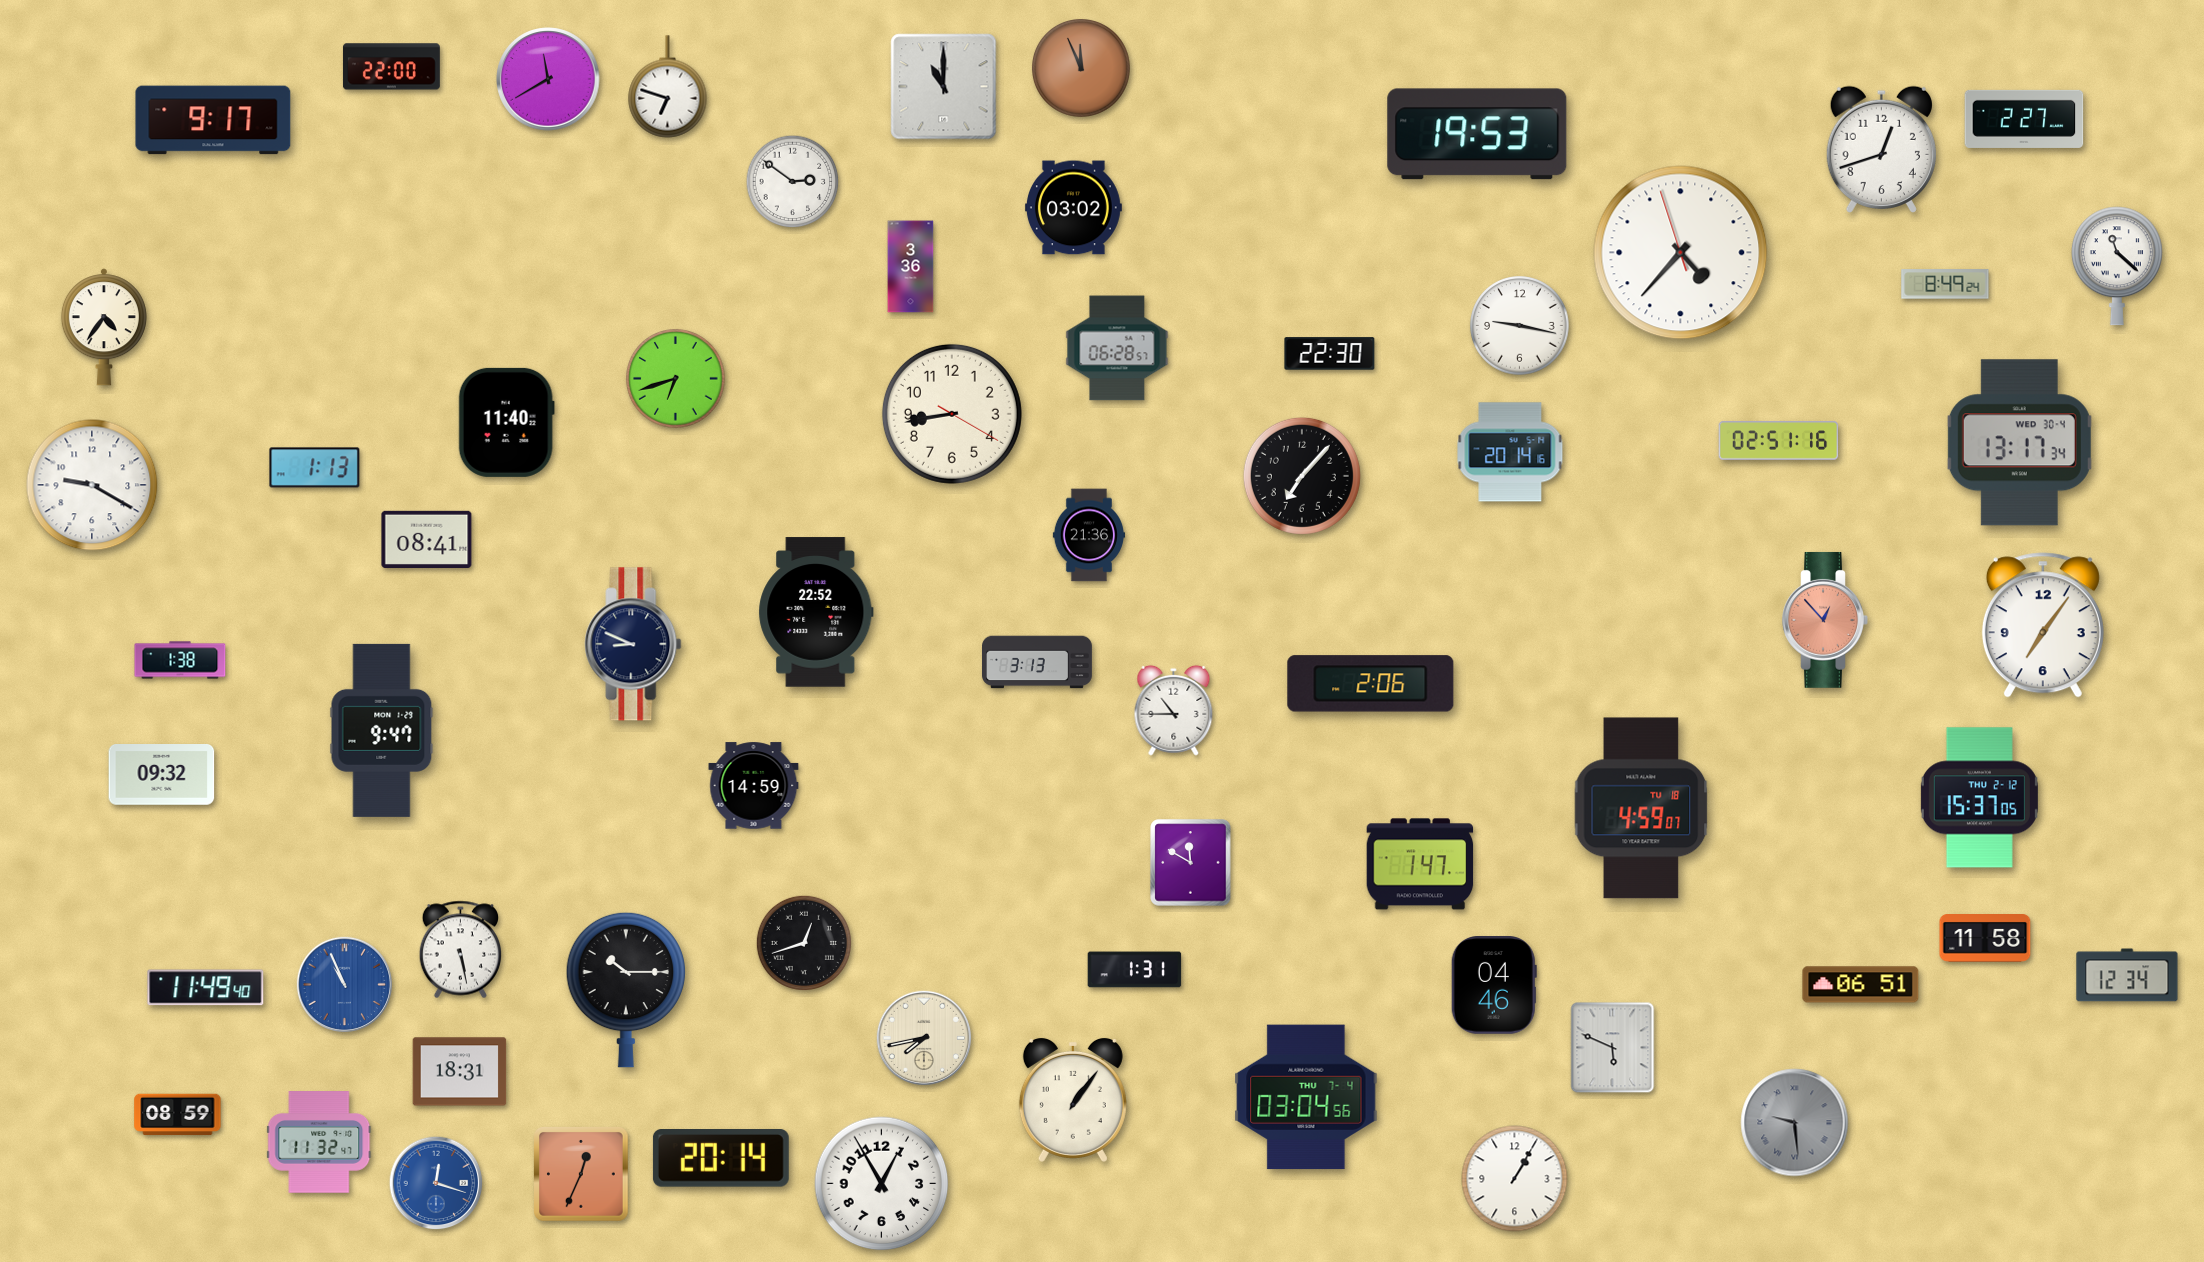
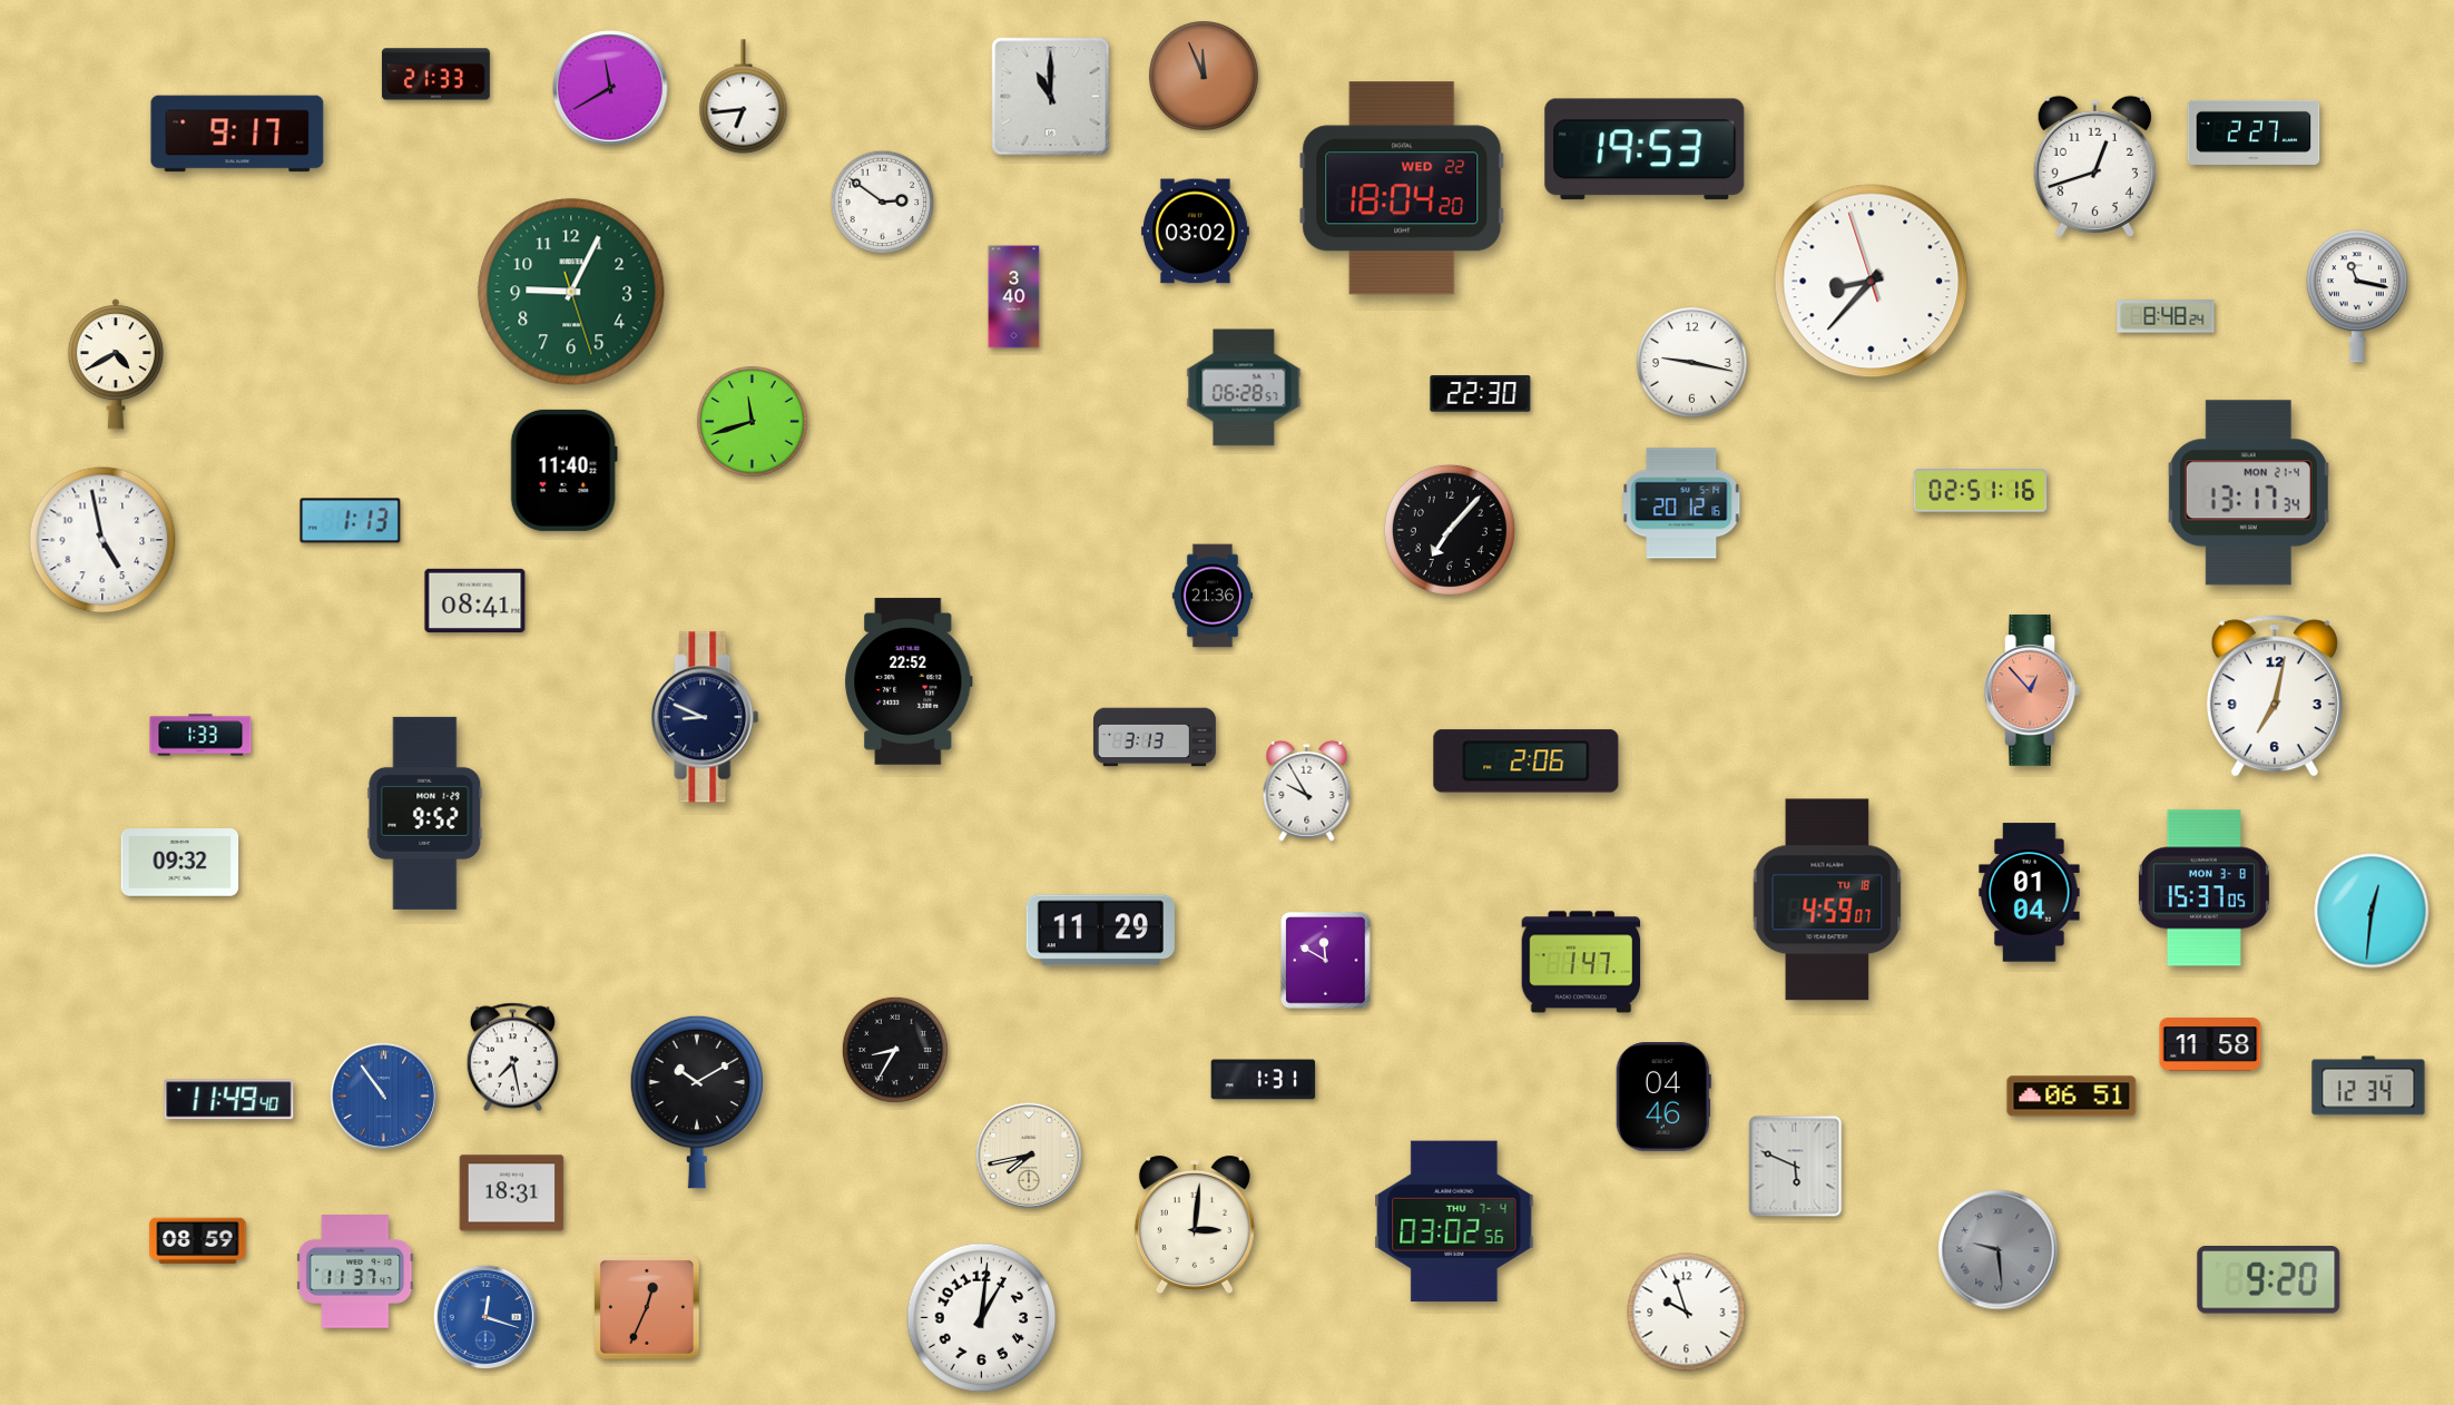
clock at (391, 67): 22:00 -> 21:33
clock at (668, 87): 6:48 -> 6:44
clock at (1402, 188): none -> 18:04
clock at (1681, 253): 4:36 -> 8:36
clock at (571, 292): none -> 9:04
clock at (2117, 266): 11:22 -> 11:17
clock at (911, 267): 3:36 -> 3:40
clock at (1945, 284): 8:49 -> 8:48
clock at (104, 327): 4:36 -> 4:40
clock at (676, 379): 6:42 -> 11:42
clock at (952, 414): 8:43 -> none
clock at (2019, 443) date: WED 30-4 -> MON 21-4
clock at (1510, 452): 20:14 -> 20:12
clock at (92, 485): 9:20 -> 4:58
clock at (2043, 625): 7:06 -> 7:02
clock at (180, 660): 1:38 -> 1:33
clock at (1174, 710): 10:45 -> 9:55
clock at (382, 730): 9:47 -> 9:52
clock at (754, 786): 14:59 -> none
clock at (1979, 798) date: THU 2-12 -> MON 3-8
clock at (2030, 893): none -> 01:04
clock at (2372, 911): none -> 12:31
clock at (1100, 931): none -> 11:29
clock at (804, 943): 12:42 -> 8:35
clock at (460, 950): 5:28 -> 7:28
clock at (344, 984): 10:56 -> 10:54
clock at (625, 990): 10:15 -> 10:10
clock at (1306, 1097): 03:04 -> 03:02
clock at (1073, 1100): 1:06 -> 3:01
clock at (319, 1142): 11:32 -> 11:37
clock at (2269, 1280): none -> 9:20
clock at (721, 1159): 20:14 -> none
clock at (1515, 1179): 1:05 -> 9:57
clock at (882, 1184): 12:55 -> 1:01
